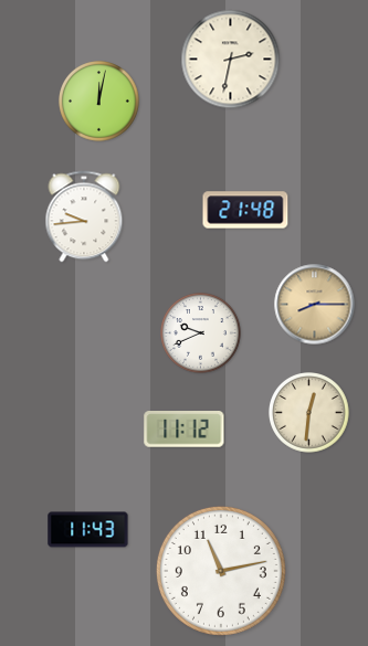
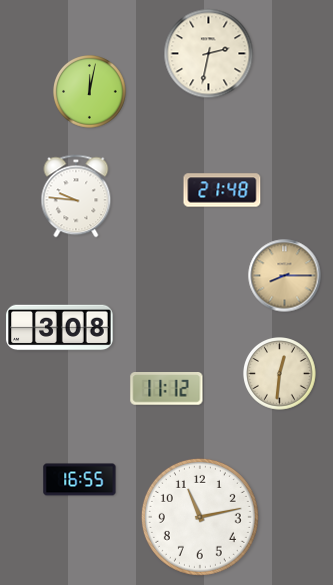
clock at (84, 216): 9:44 -> 9:46
clock at (201, 333): 9:41 -> none
clock at (60, 328): none -> 3:08
clock at (88, 530): 11:43 -> 16:55
